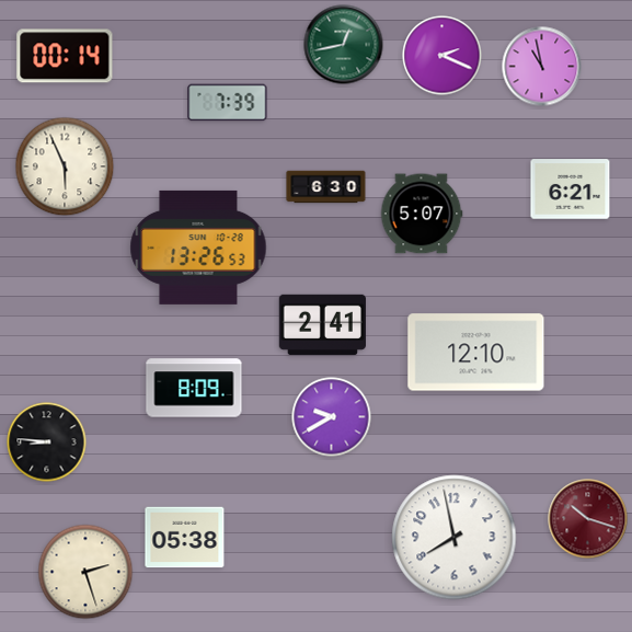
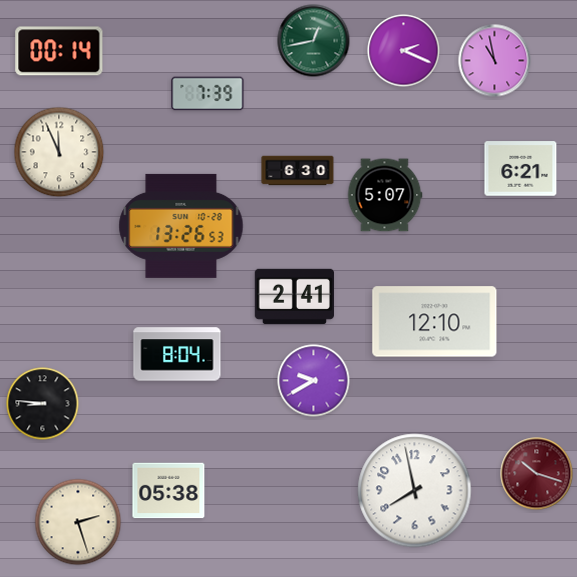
clock at (65, 166): 5:56 -> 11:56
clock at (571, 189) position: (571, 189) -> (521, 169)
clock at (194, 388): 8:09 -> 8:04
clock at (332, 417) position: (332, 417) -> (314, 381)
